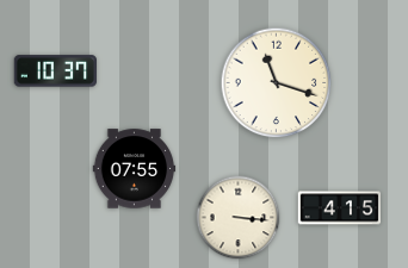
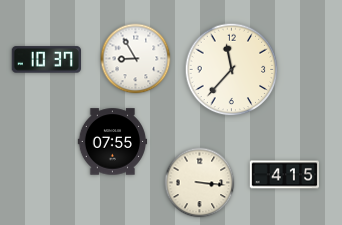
clock at (136, 59): none -> 8:55
clock at (277, 83): 11:18 -> 11:37
